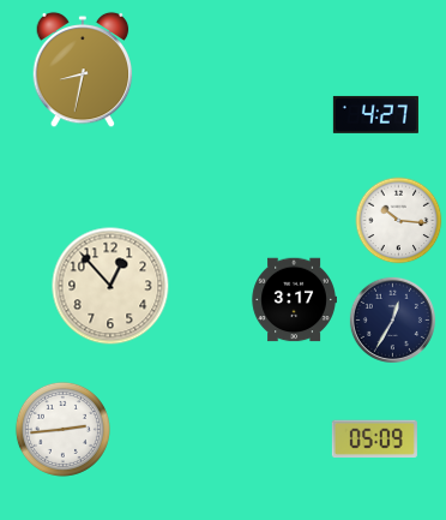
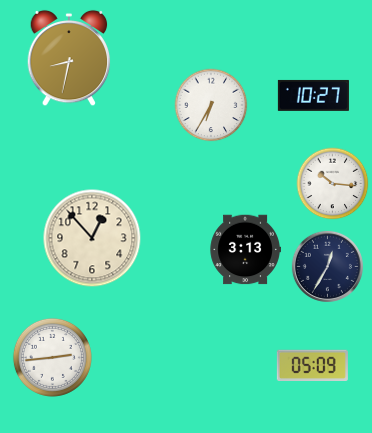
clock at (375, 114): 4:27 -> 10:27
clock at (211, 105): none -> 6:35
clock at (294, 300): 3:17 -> 3:13
